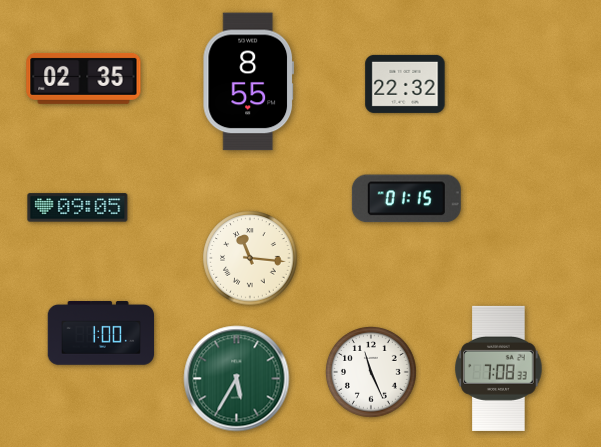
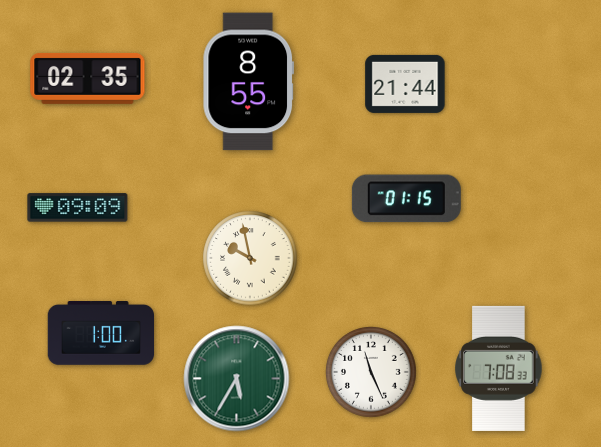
clock at (84, 78) position: (84, 78) -> (88, 78)
clock at (405, 84): 22:32 -> 21:44
clock at (78, 208): 09:05 -> 09:09
clock at (250, 258): 11:16 -> 9:58
